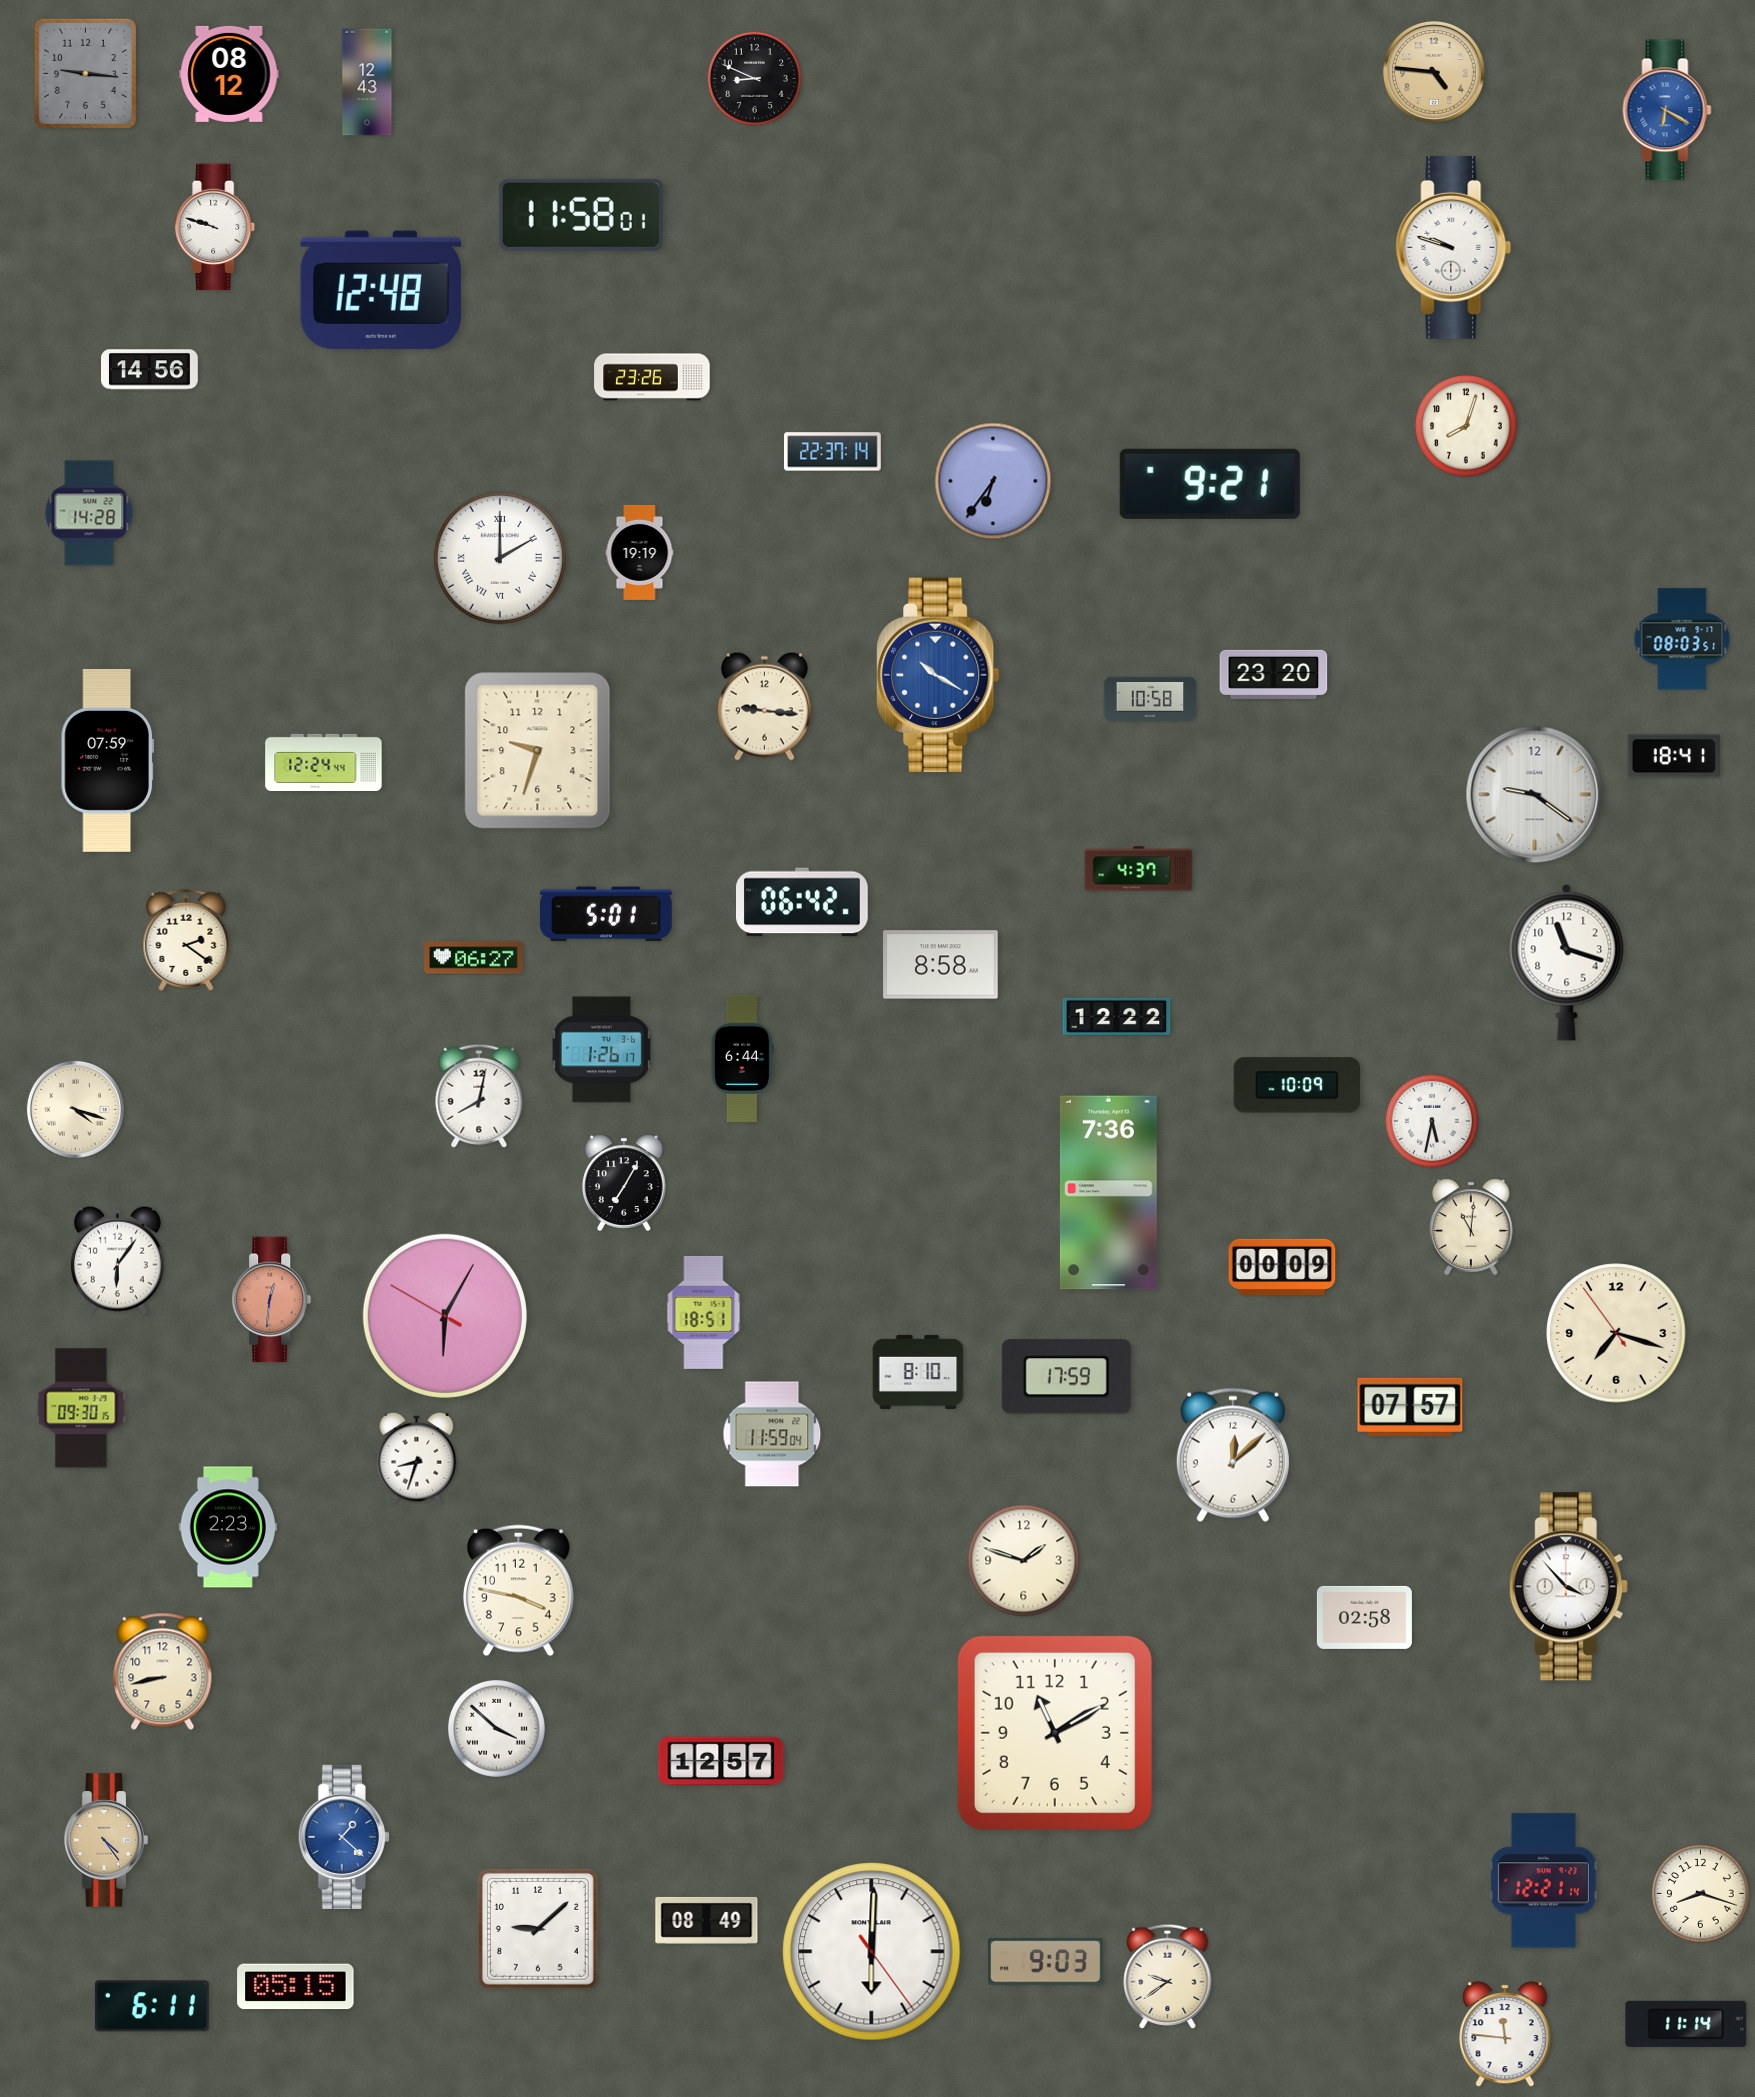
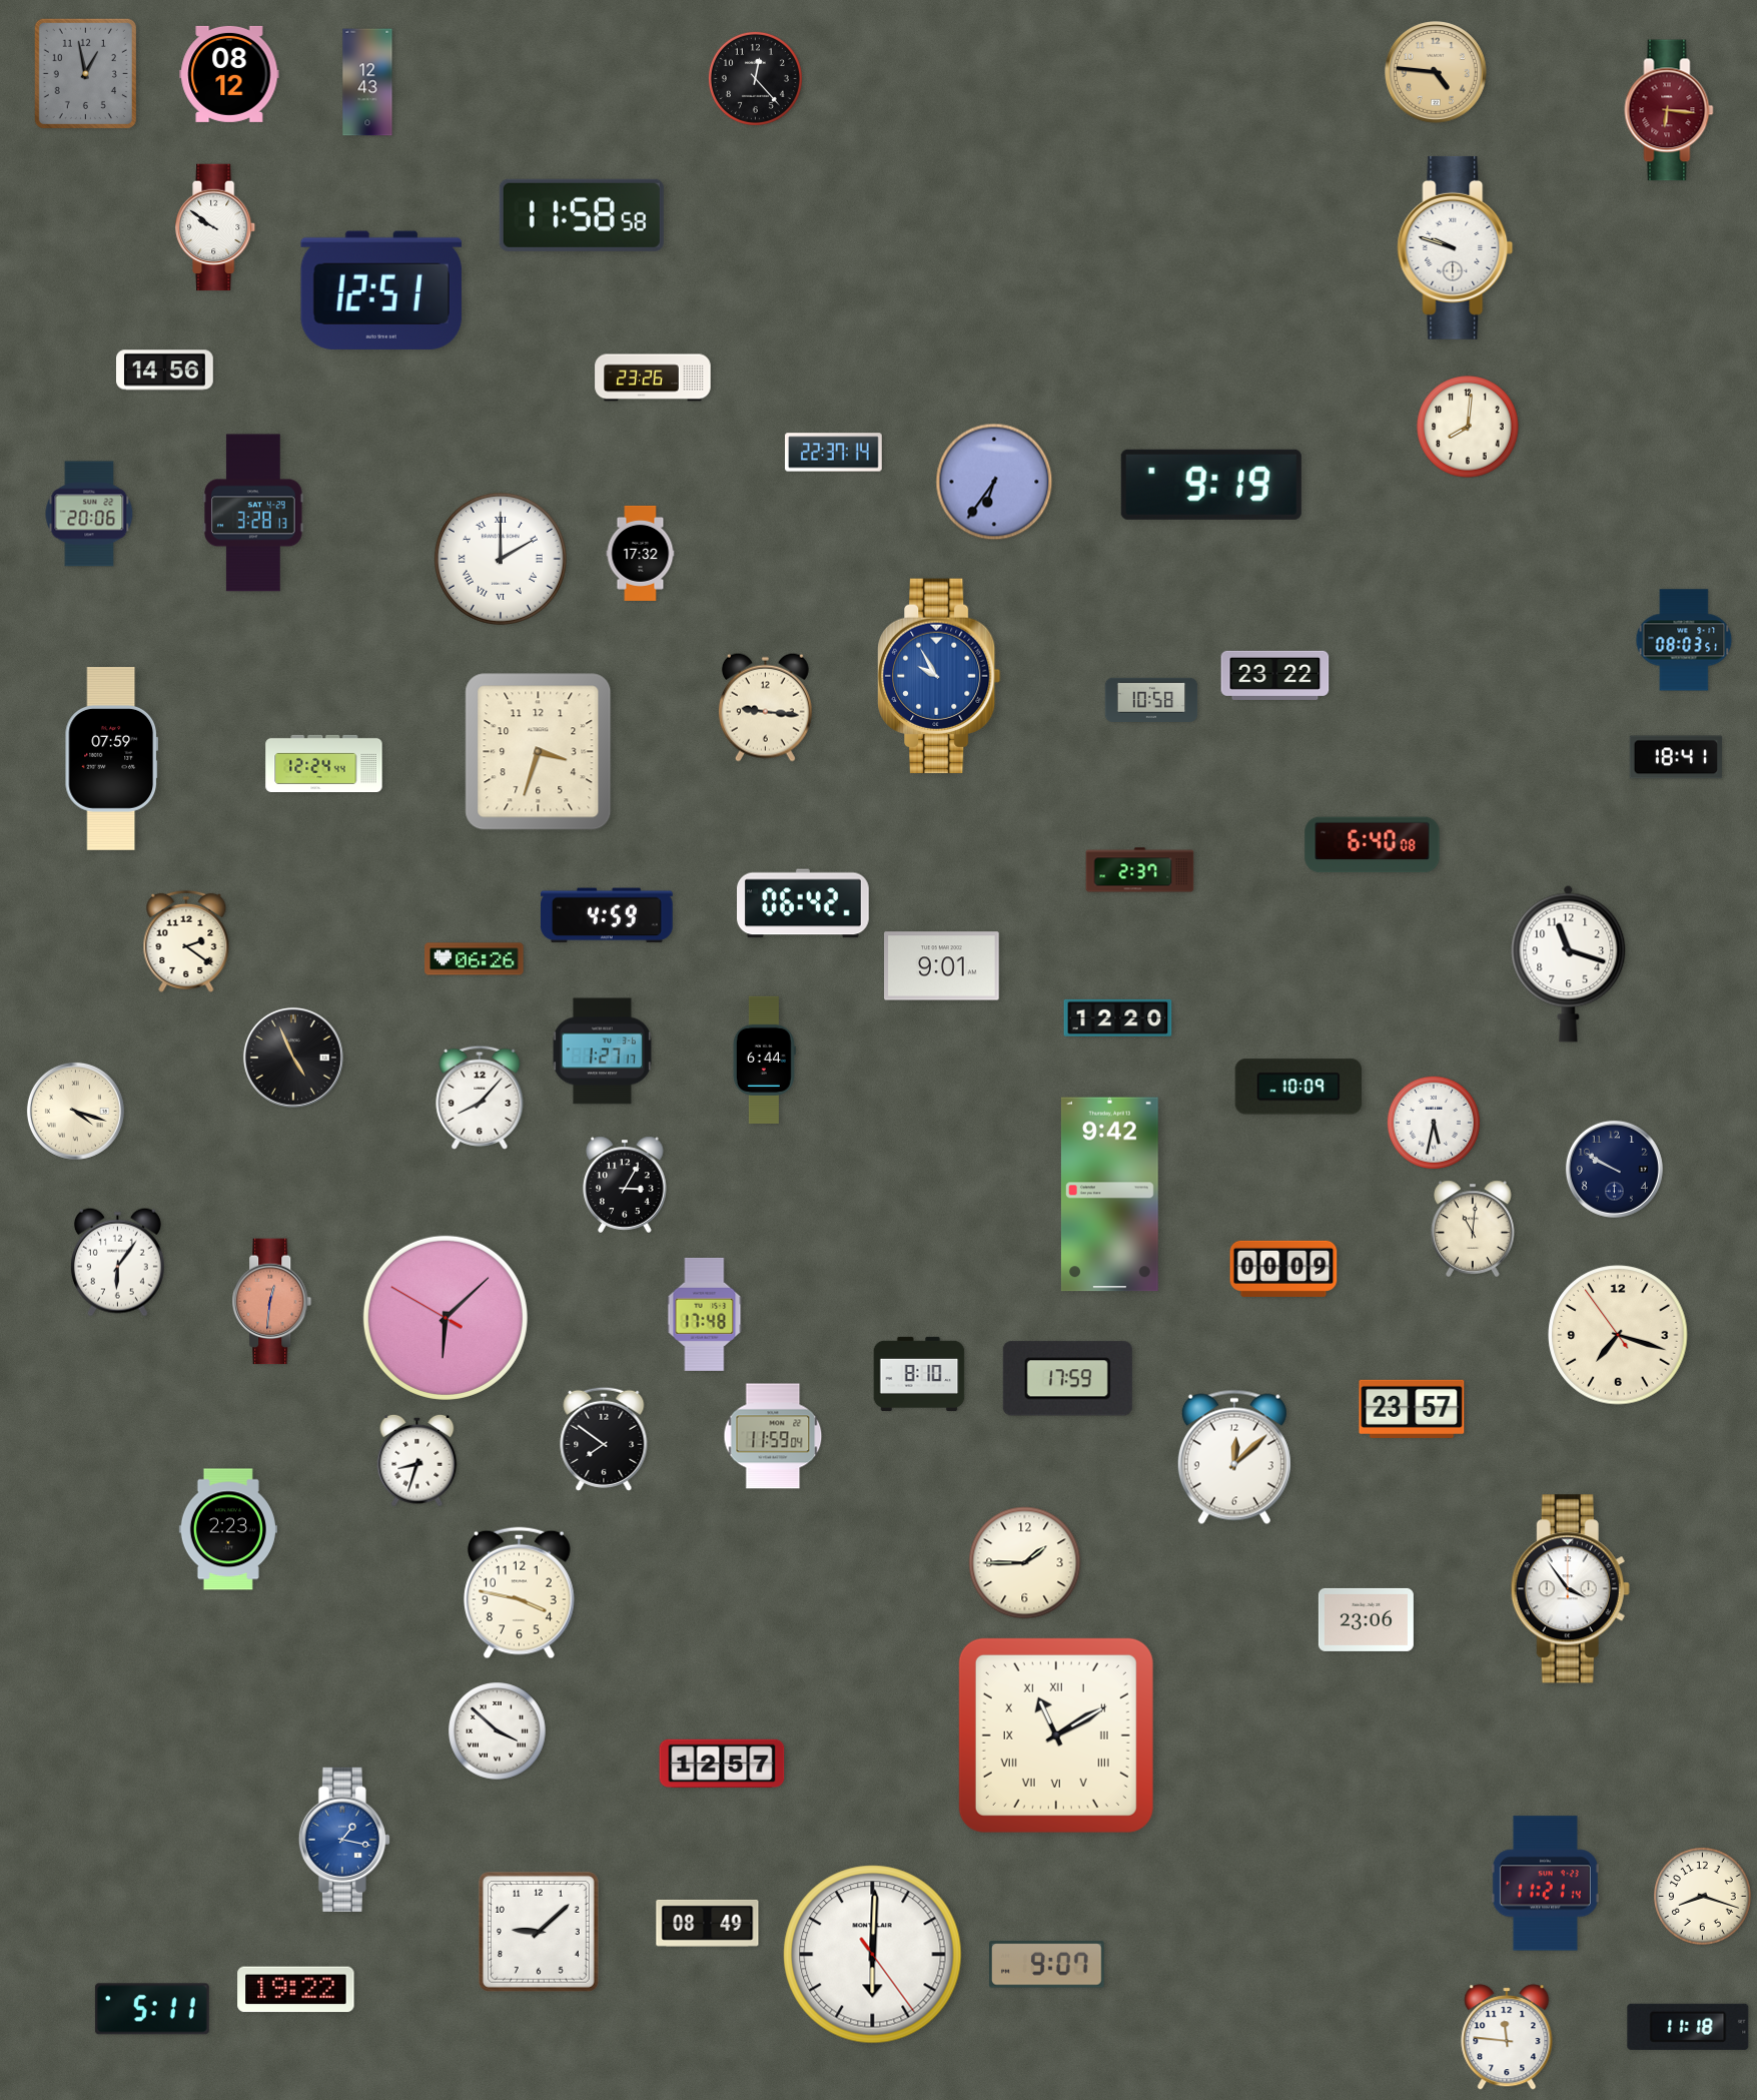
clock at (85, 73): 9:16 -> 12:58
clock at (754, 78): 8:49 -> 12:23
clock at (1667, 110): 6:20 -> 6:16
clock at (1667, 110) dial: blue -> burgundy
clock at (581, 215): 11:58:01 -> 11:58:58
clock at (216, 227): 9:48 -> 9:51
clock at (381, 290): 12:48 -> 12:51
clock at (150, 370) position: (150, 370) -> (165, 371)
clock at (1466, 426): 8:03 -> 8:01
clock at (1210, 484): 9:21 -> 9:19
clock at (253, 513): none -> 3:28
clock at (89, 513): 14:28 -> 20:06
clock at (640, 552): 19:19 -> 17:32
clock at (1274, 674): 23:20 -> 23:22
clock at (938, 675): 10:20 -> 9:55
clock at (538, 751): 9:33 -> 3:33
clock at (107, 760) position: (107, 760) -> (111, 758)
clock at (1535, 795): 9:21 -> none
clock at (1373, 845): none -> 6:40
clock at (1139, 869): 4:37 -> 2:37
clock at (607, 914): 5:01 -> 4:59
clock at (474, 958): 06:27 -> 06:26
clock at (941, 965): 8:58 -> 9:01
clock at (1117, 1016): 12:22 -> 12:20
clock at (601, 1050): 1:26 -> 1:27
clock at (293, 1058): none -> 4:56
clock at (742, 1059) position: (742, 1059) -> (764, 1061)
clock at (479, 1096): 8:02 -> 8:07
clock at (1614, 1169): none -> 9:50
clock at (624, 1183): 7:05 -> 3:05
clock at (1108, 1193): 7:36 -> 9:42
clock at (704, 1312): 18:51 -> 17:48
clock at (445, 1316): 6:04 -> 6:07
clock at (1410, 1407): 07:57 -> 23:57
clock at (81, 1408): 09:30 -> none
clock at (604, 1439): none -> 7:51
clock at (1024, 1561): 1:48 -> 1:45
clock at (1568, 1587): 3:53 -> 3:54
clock at (1364, 1617): 02:58 -> 23:06
clock at (163, 1671): 8:43 -> none
clock at (1055, 1733) numerals: Arabic -> Roman
clock at (344, 1836): 1:22 -> 1:17
clock at (106, 1840): 4:24 -> none
clock at (1543, 1881): 12:21 -> 11:21
clock at (1046, 1962): 9:03 -> 9:07
clock at (1168, 1976): 9:39 -> none
clock at (296, 1987): 05:15 -> 19:22
clock at (152, 2006): 6:11 -> 5:11
clock at (1686, 2024): 11:14 -> 11:18
